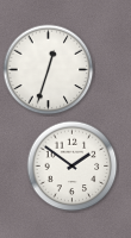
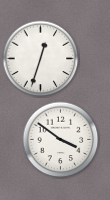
clock at (73, 167): 1:51 -> 3:51
